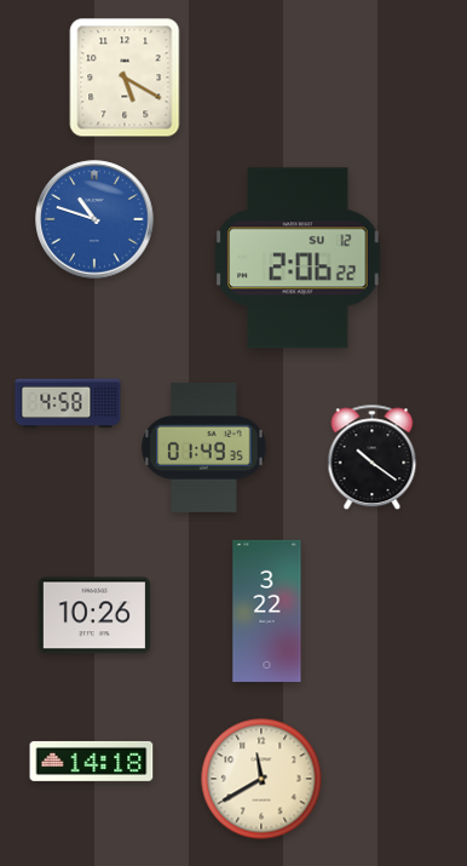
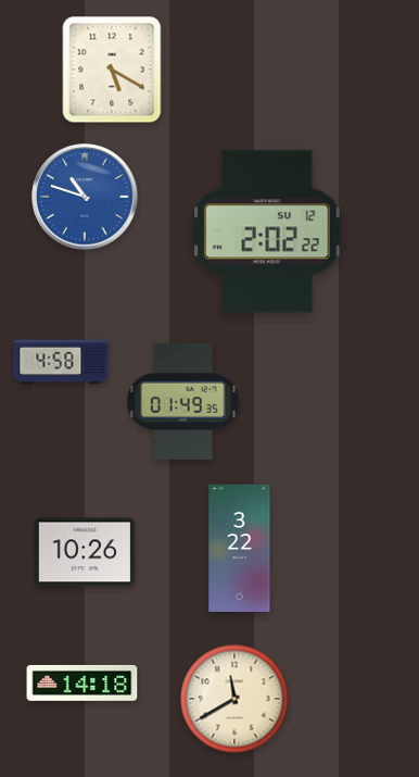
clock at (298, 258): 2:06 -> 2:02
clock at (373, 458): 10:21 -> none
